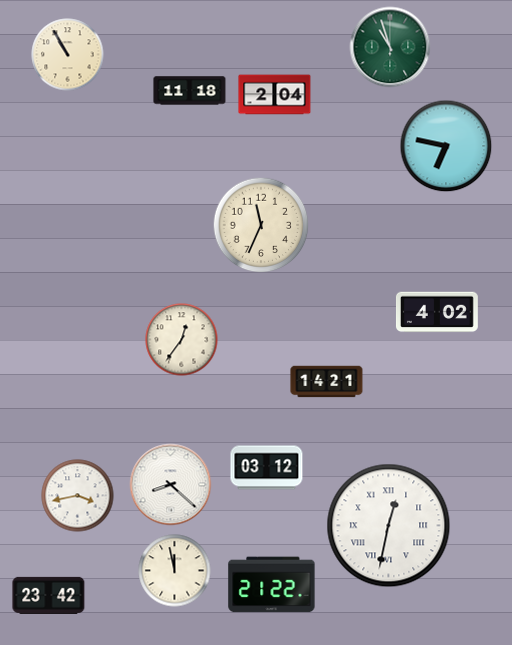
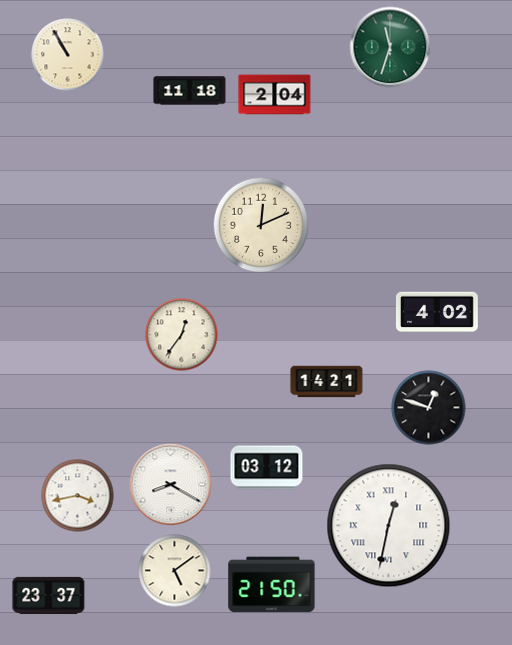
clock at (390, 47): 10:57 -> 11:33
clock at (446, 146): 6:47 -> none
clock at (261, 225): 11:34 -> 12:11
clock at (182, 340) position: (182, 340) -> (182, 335)
clock at (429, 408): none -> 12:48
clock at (171, 485): 8:22 -> 8:20
clock at (175, 571): 11:58 -> 5:09
clock at (272, 585): 21:22 -> 21:50
clock at (49, 595): 23:42 -> 23:37
